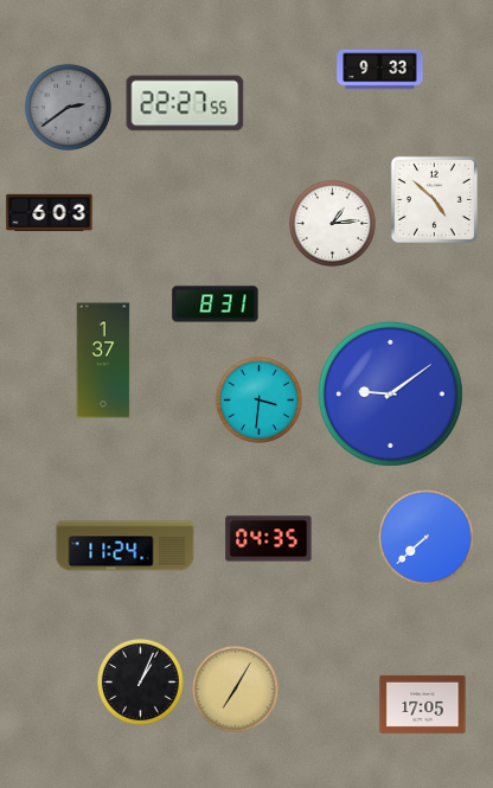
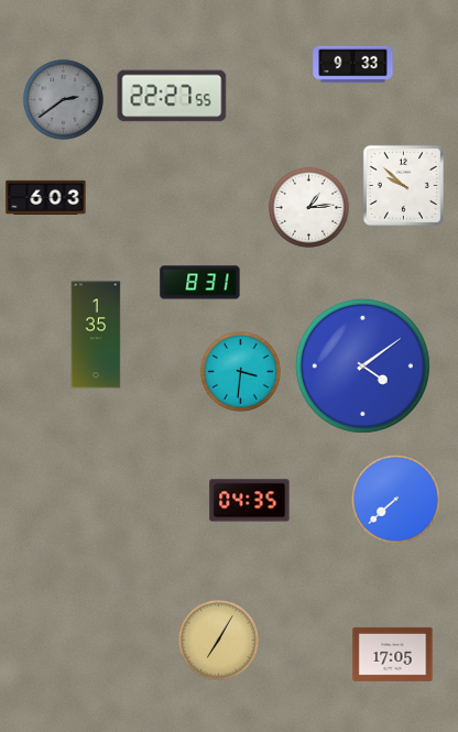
clock at (434, 199): 4:52 -> 9:52
clock at (103, 360): 1:37 -> 1:35
clock at (390, 393): 9:09 -> 4:09
clock at (126, 546): 11:24 -> none
clock at (140, 681): 1:04 -> none
